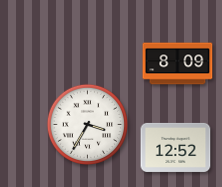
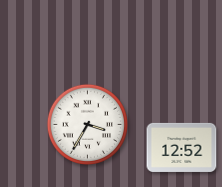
clock at (178, 64): 8:09 -> none
clock at (176, 147) position: (176, 147) -> (182, 147)
